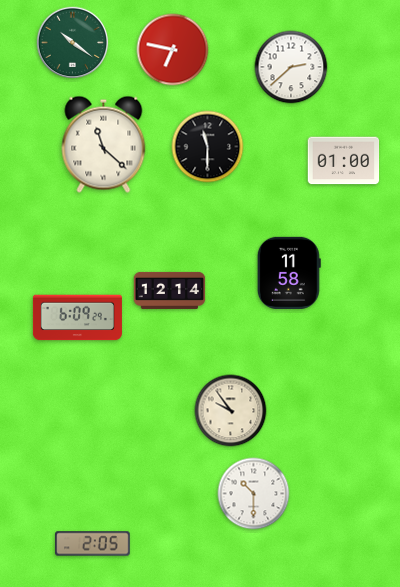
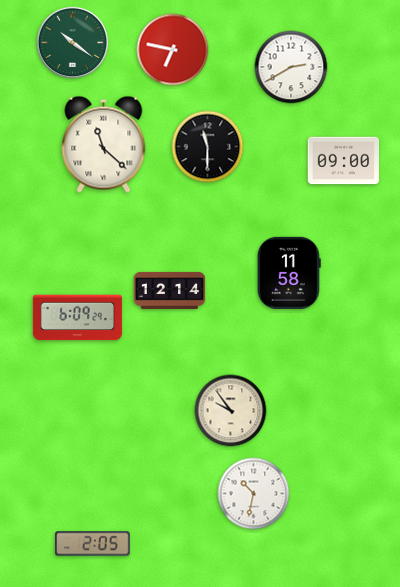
clock at (291, 67): 2:38 -> 2:40
clock at (344, 161): 01:00 -> 09:00
clock at (254, 494): 10:30 -> 10:32
